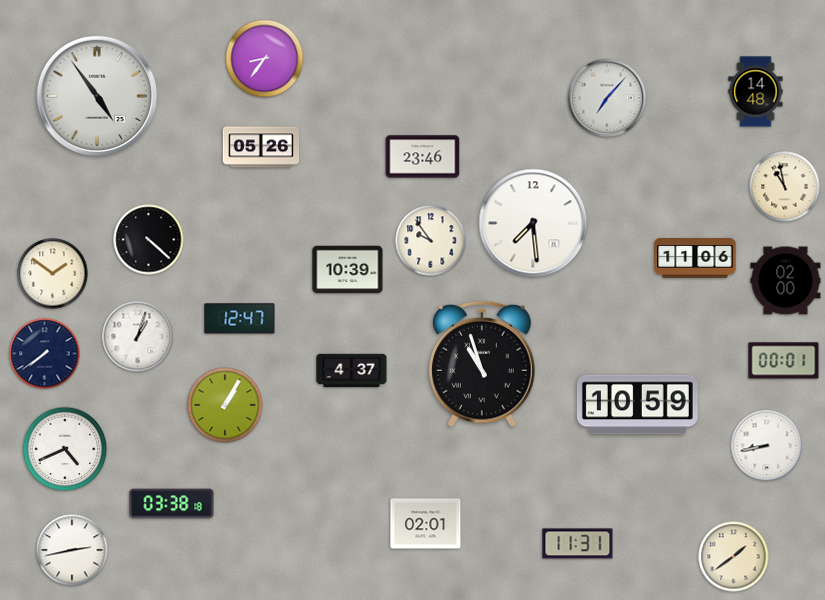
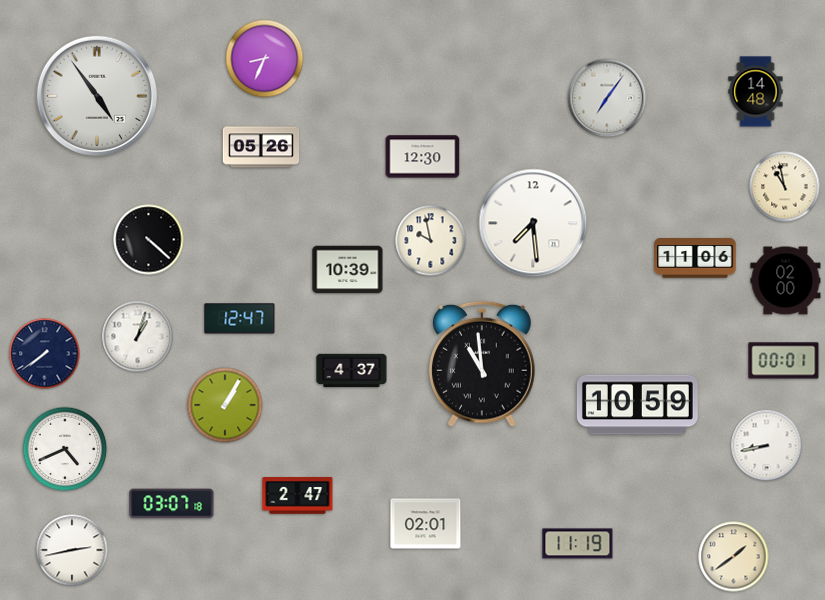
clock at (265, 59): 8:36 -> 8:34
clock at (607, 98): 7:07 -> 7:06
clock at (423, 157): 23:46 -> 12:30
clock at (431, 241): 9:54 -> 9:58
clock at (53, 274): 1:51 -> none
clock at (483, 364): 10:57 -> 10:59
clock at (298, 496): none -> 2:47
clock at (172, 504): 03:38 -> 03:07
clock at (578, 544): 11:31 -> 11:19
